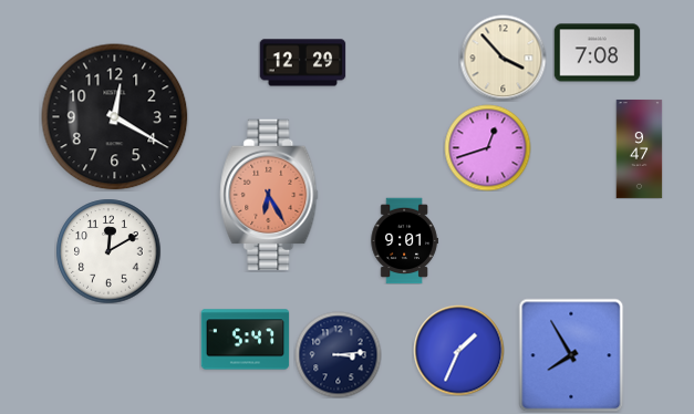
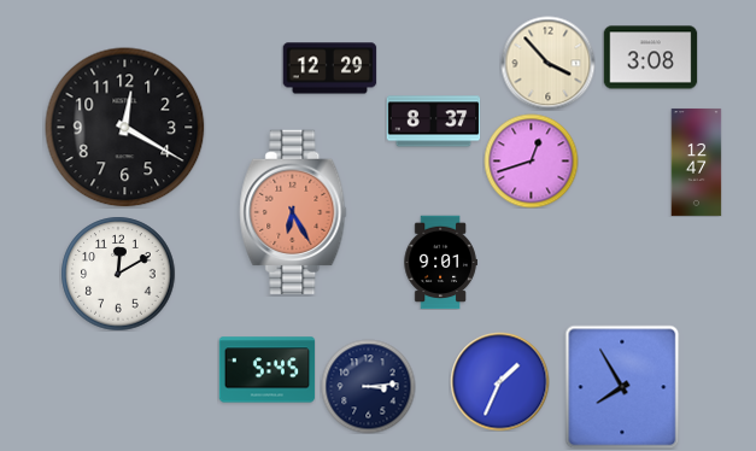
clock at (597, 53): 7:08 -> 3:08
clock at (433, 122): none -> 8:37
clock at (640, 148): 9:47 -> 12:47
clock at (245, 340): 5:47 -> 5:45
